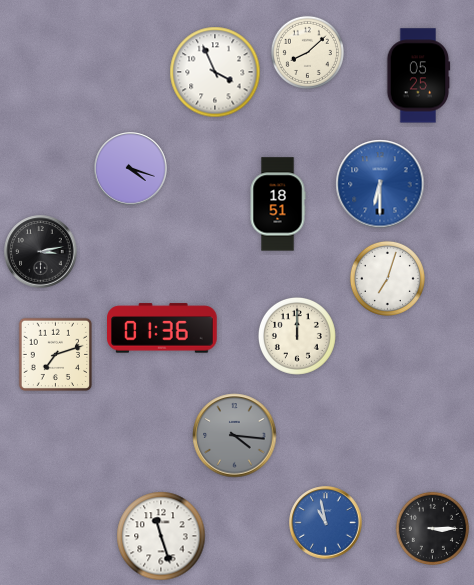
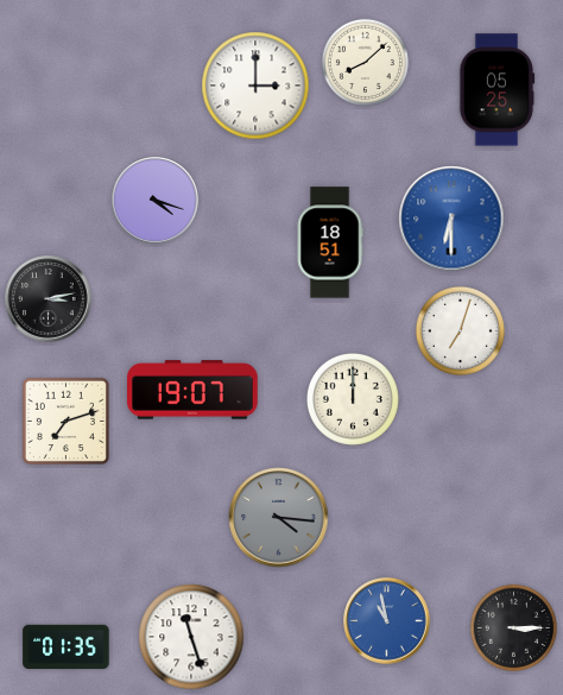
clock at (215, 72): 3:56 -> 3:00
clock at (163, 328): 01:36 -> 19:07
clock at (67, 646): none -> 01:35
